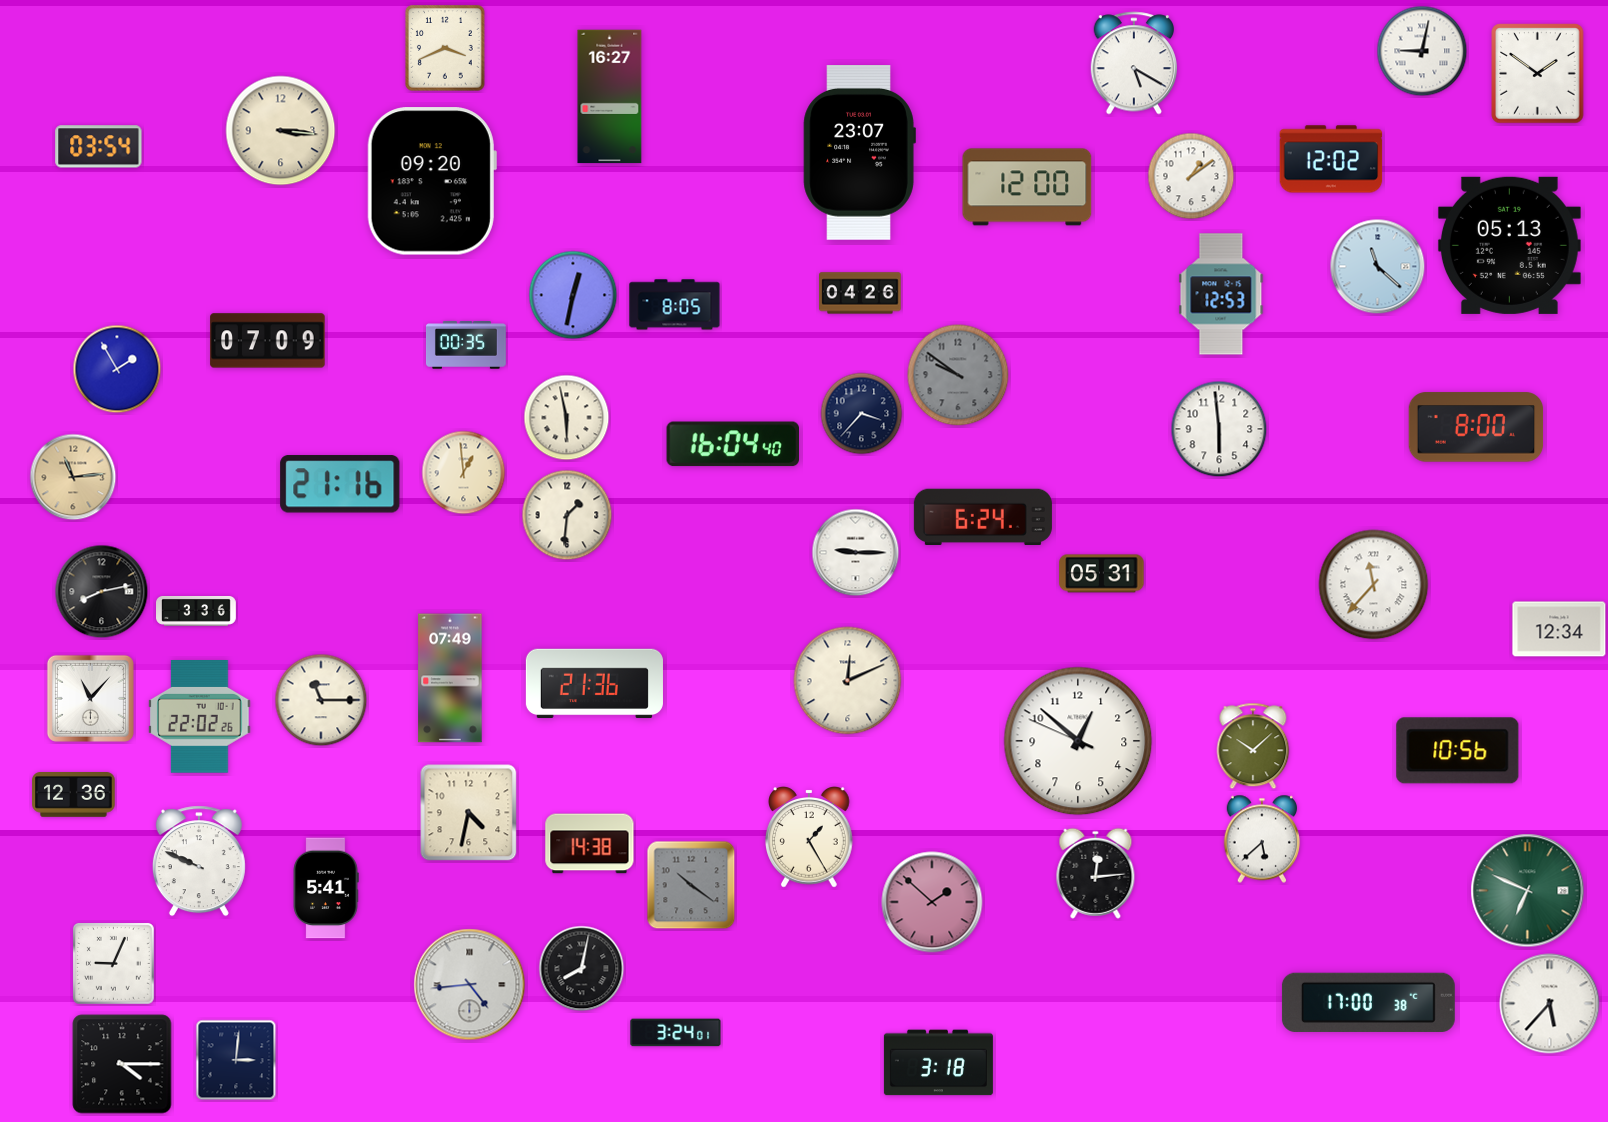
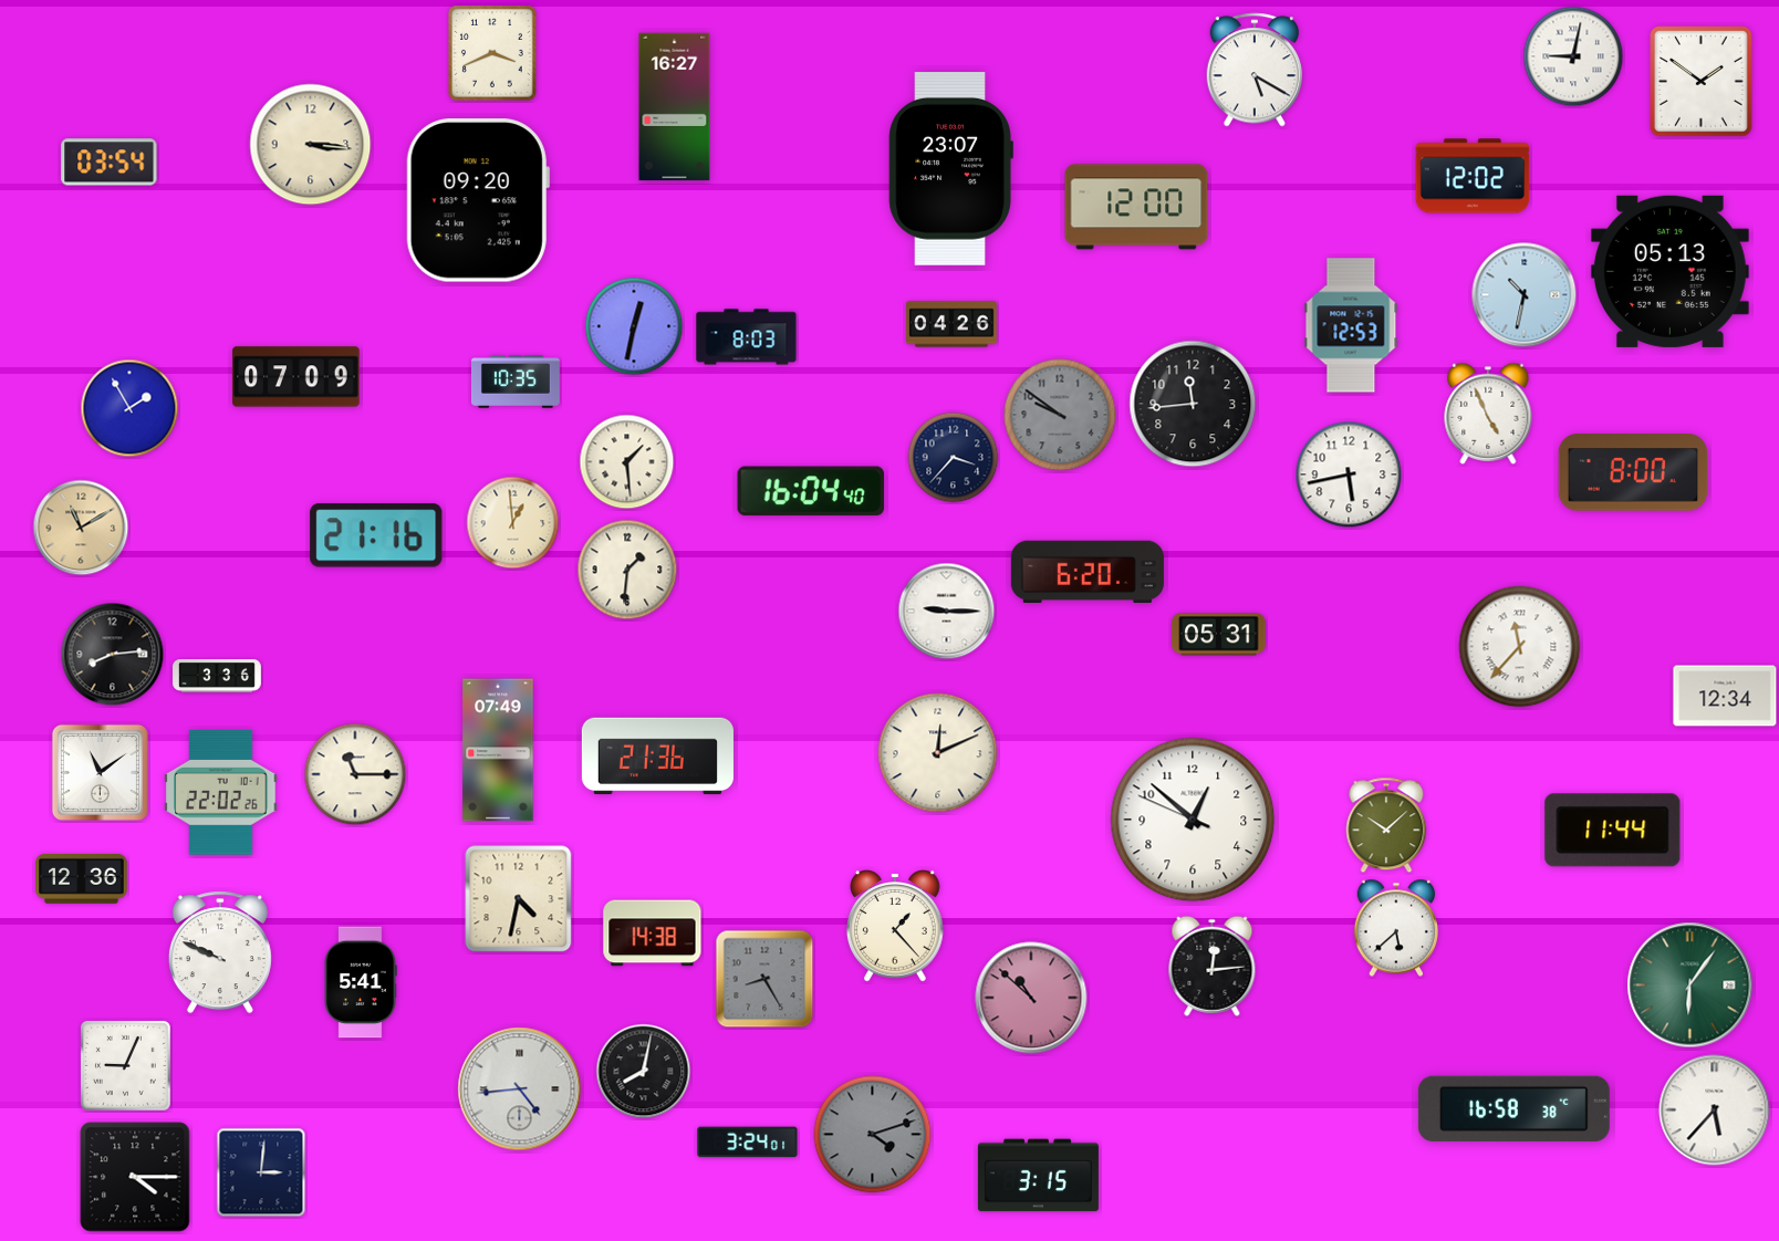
clock at (1191, 176): 1:09 -> none
clock at (1378, 267): 11:22 -> 10:32
clock at (675, 305): 8:05 -> 8:03
clock at (466, 346): 00:35 -> 10:35
clock at (1193, 404): none -> 11:44
clock at (1488, 414): none -> 4:56
clock at (567, 418): 5:58 -> 1:29
clock at (1219, 429): 5:59 -> 5:43
clock at (73, 477): 11:14 -> 11:10
clock at (983, 516): 6:24 -> 6:20
clock at (102, 592): 8:13 -> 8:14
clock at (90, 698): 11:07 -> 11:09
clock at (1458, 751): 10:56 -> 11:44
clock at (810, 837): 1:25 -> 1:23
clock at (691, 885): 10:21 -> 8:25
clock at (1528, 891): 6:49 -> 6:06
clock at (932, 902): 1:52 -> 10:52
clock at (1368, 1002): 17:00 -> 16:58
clock at (873, 1135): none -> 4:12
clock at (938, 1063): 3:18 -> 3:15
